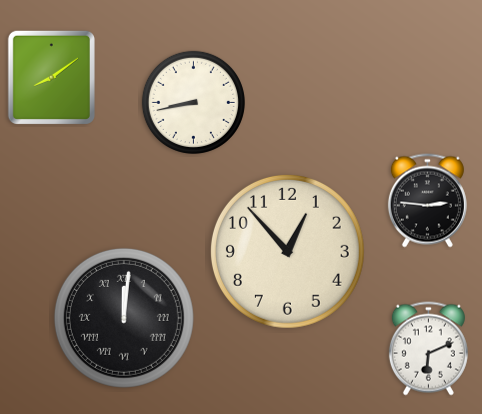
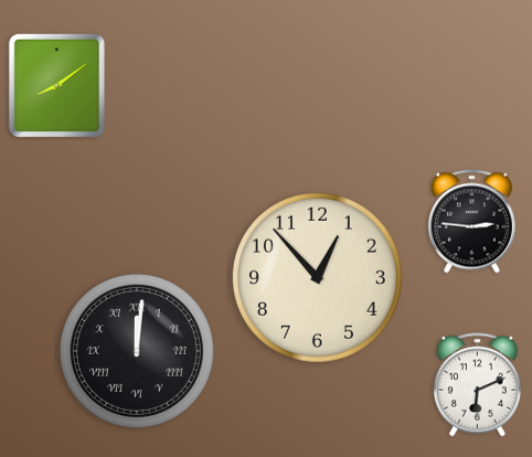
clock at (193, 102): 8:43 -> none
clock at (428, 349) position: (428, 349) -> (477, 385)
